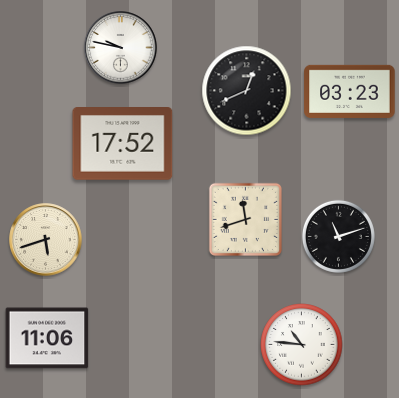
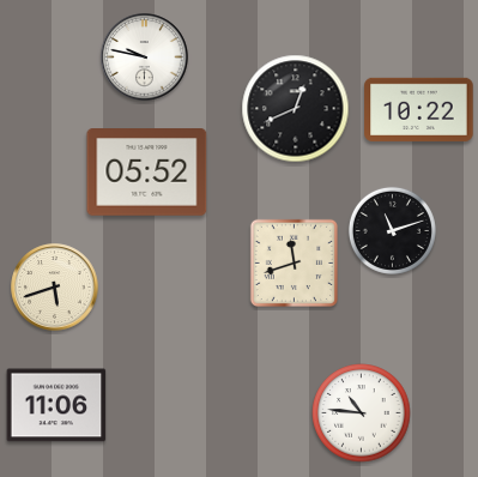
clock at (350, 91): 03:23 -> 10:22
clock at (123, 144): 17:52 -> 05:52
clock at (338, 236) position: (338, 236) -> (392, 230)
